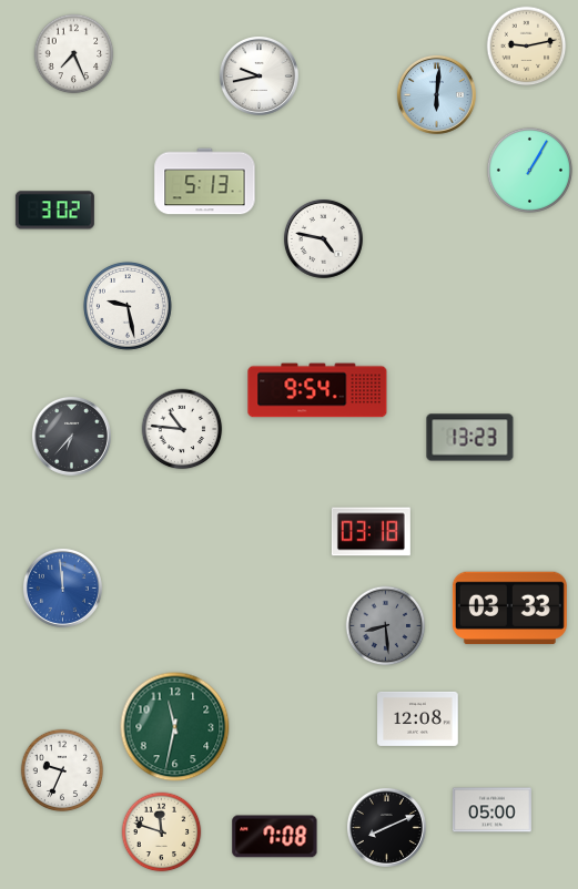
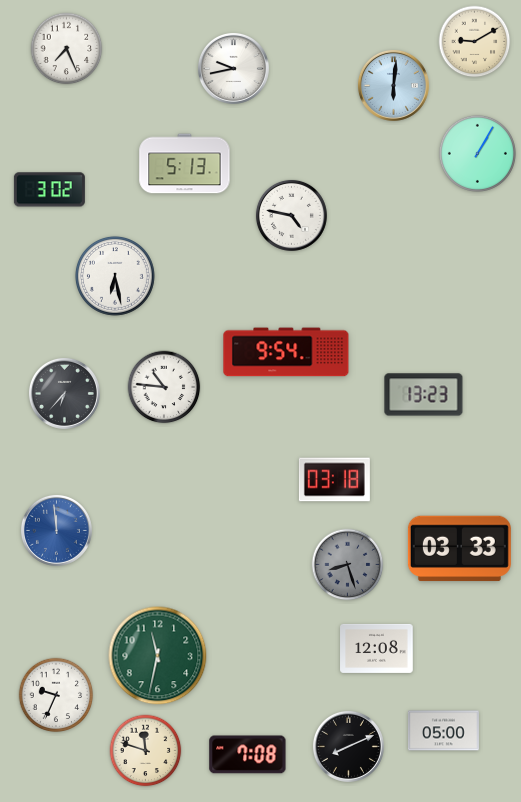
clock at (527, 47): 9:13 -> 9:10
clock at (128, 306): 9:28 -> 6:28
clock at (386, 626): 8:29 -> 8:27
